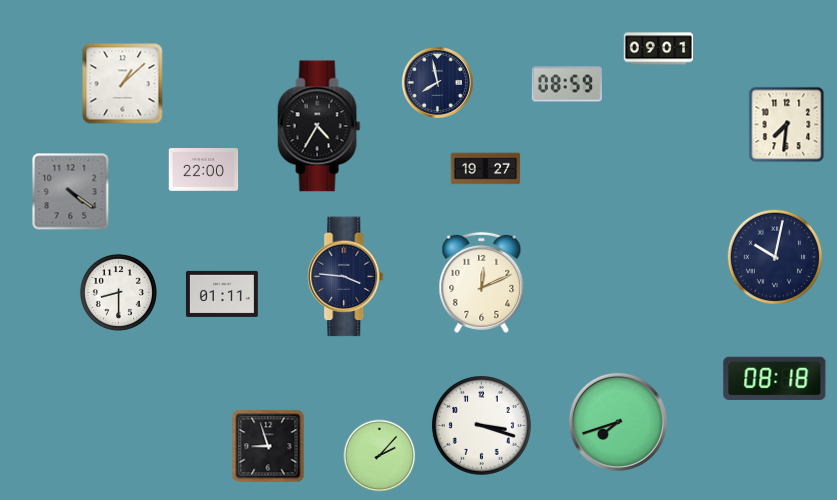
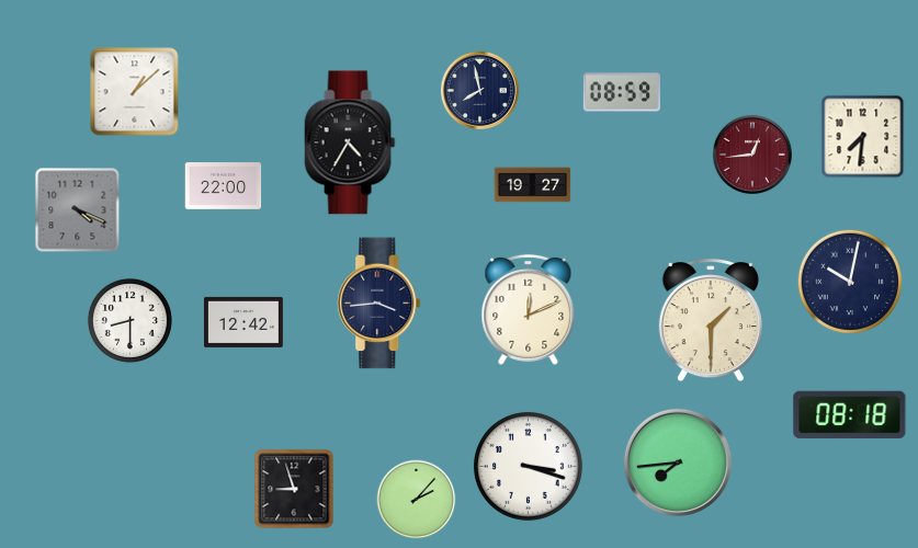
clock at (659, 49): 09:01 -> none
clock at (319, 126) position: (319, 126) -> (350, 142)
clock at (752, 155): none -> 12:44
clock at (71, 192): 4:21 -> 4:19
clock at (346, 277): 3:46 -> 3:44
clock at (711, 320): none -> 1:30
clock at (222, 294): 01:11 -> 12:42
clock at (618, 422): 7:42 -> 7:44
